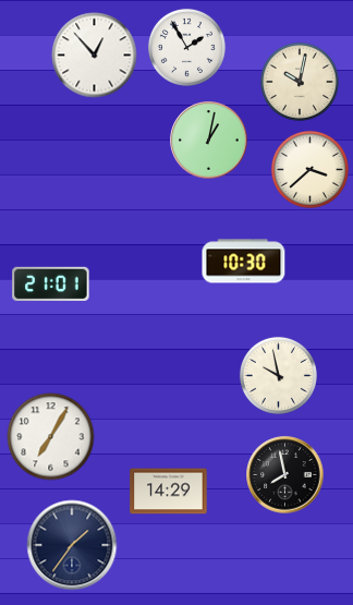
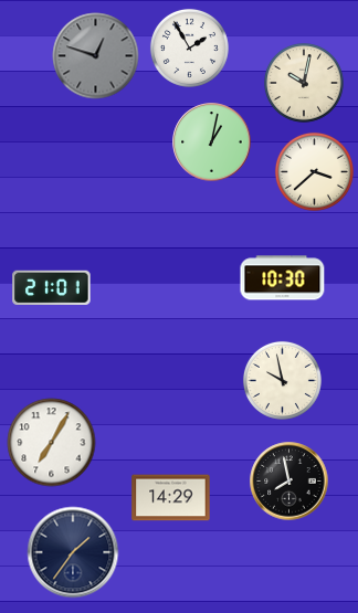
clock at (95, 56): 12:53 -> 12:48
clock at (95, 56) dial: white -> grey
clock at (244, 262) position: (244, 262) -> (283, 278)
